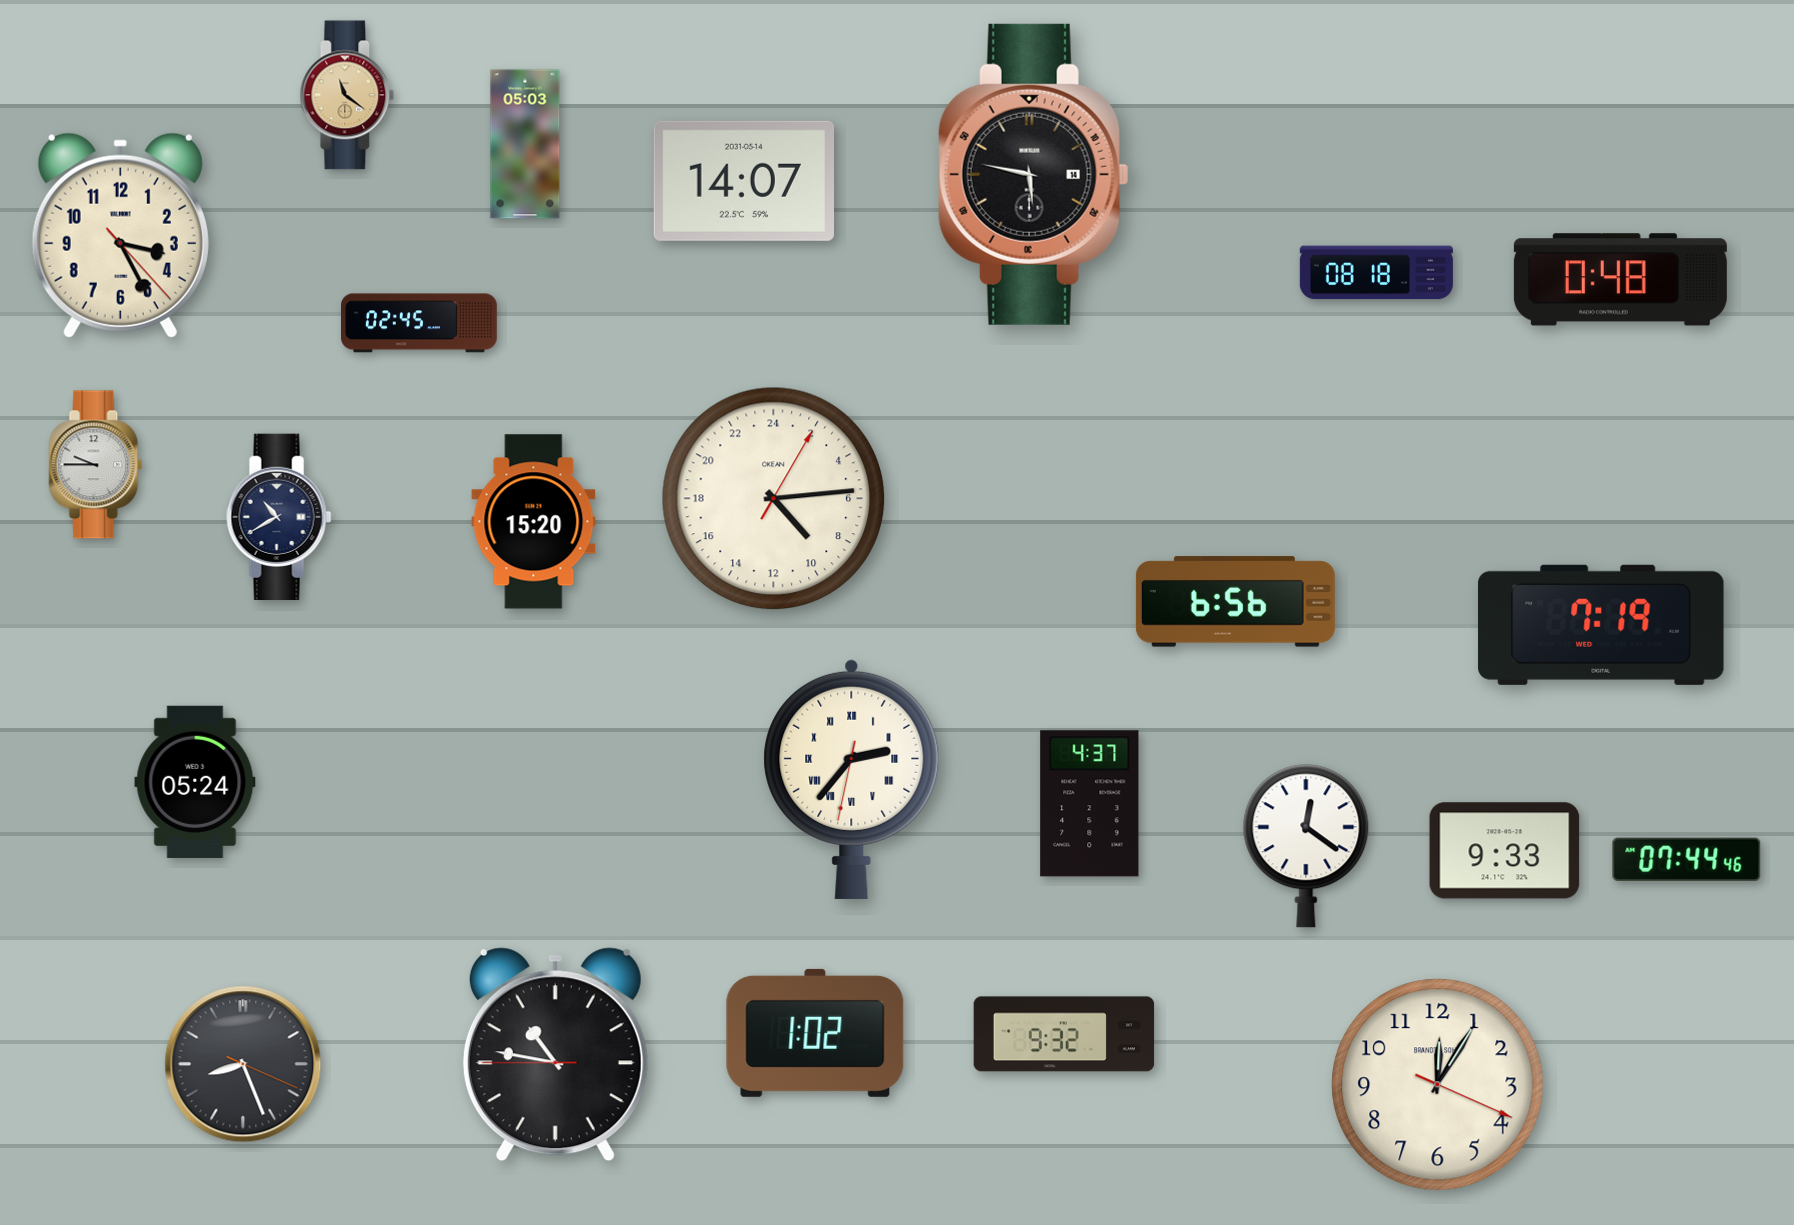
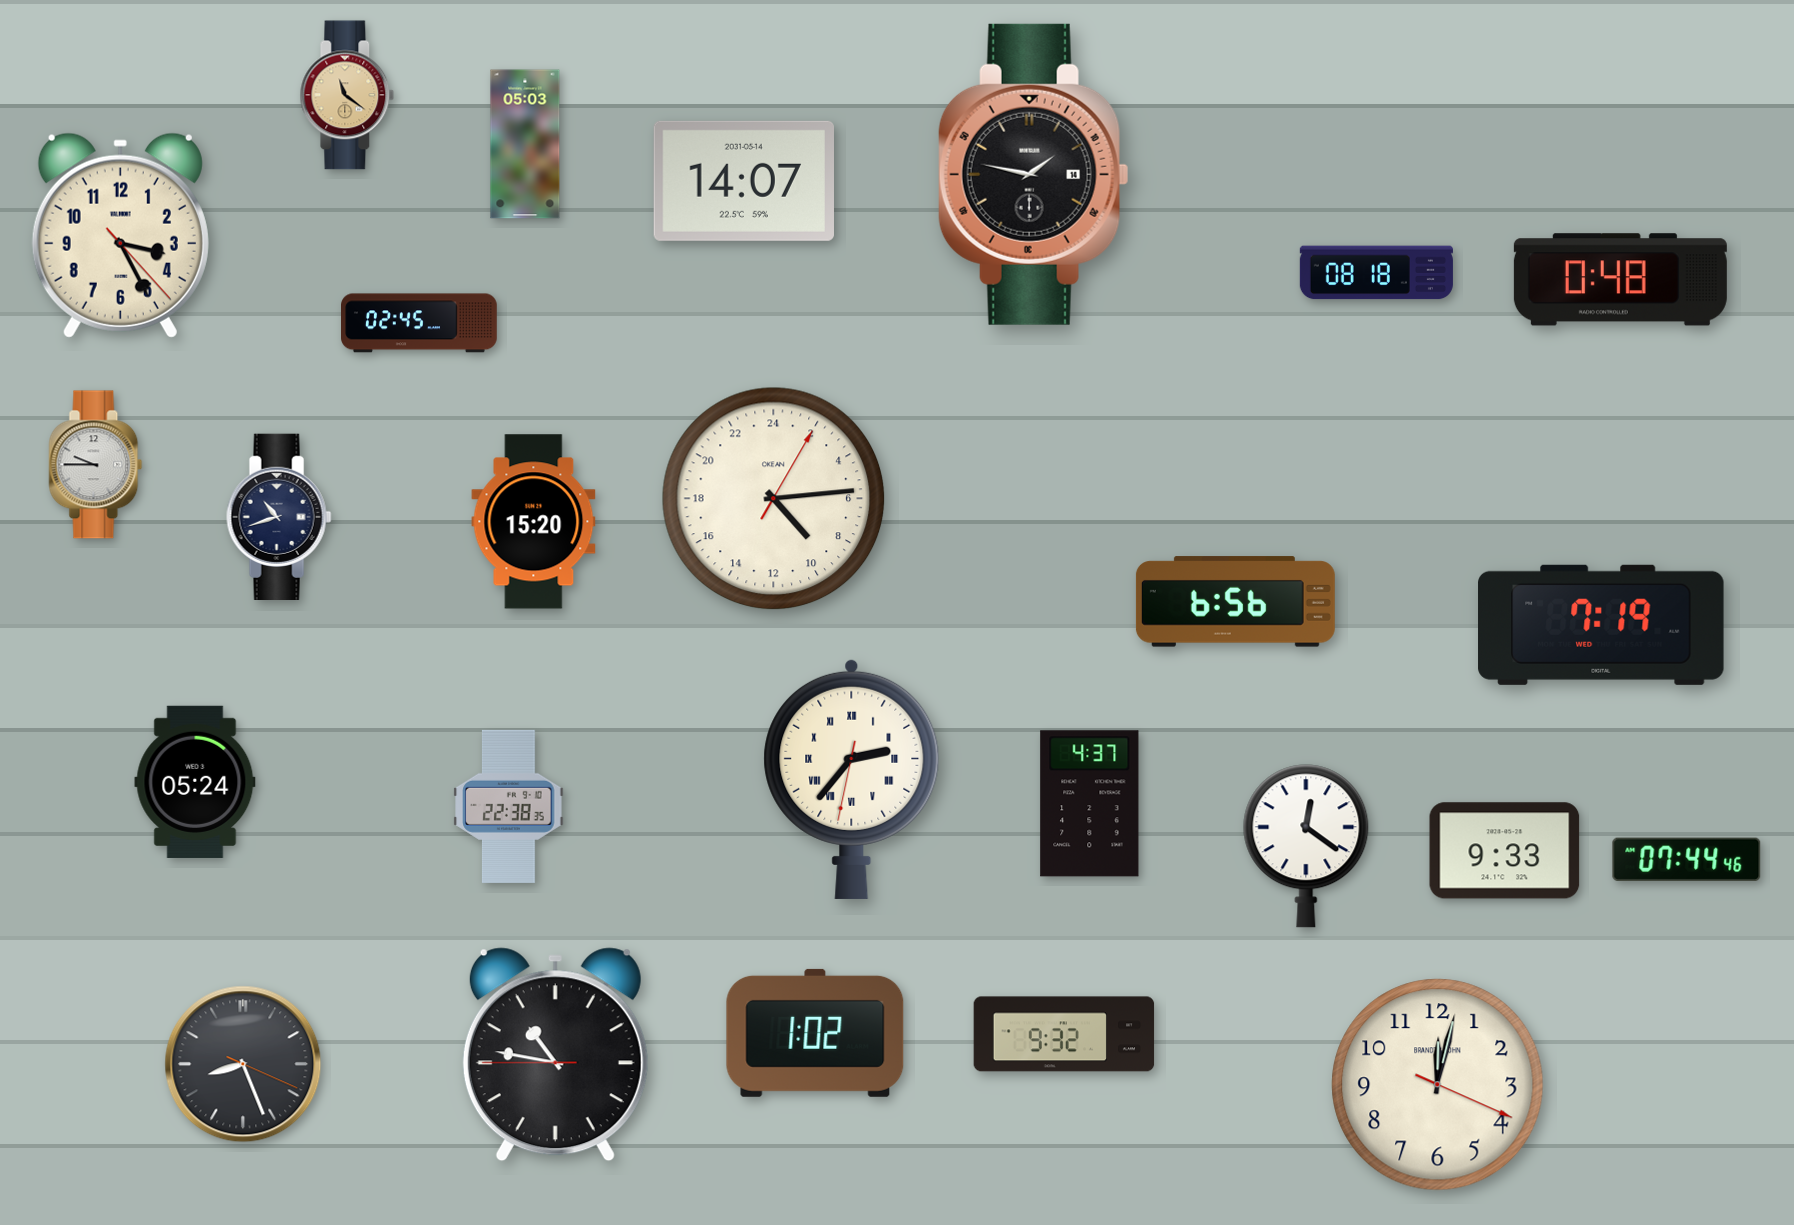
clock at (1033, 174): 5:47 -> 1:47
clock at (279, 516): 10:40 -> 10:42
clock at (509, 806): none -> 22:38
clock at (1438, 1085): 12:05 -> 12:02
